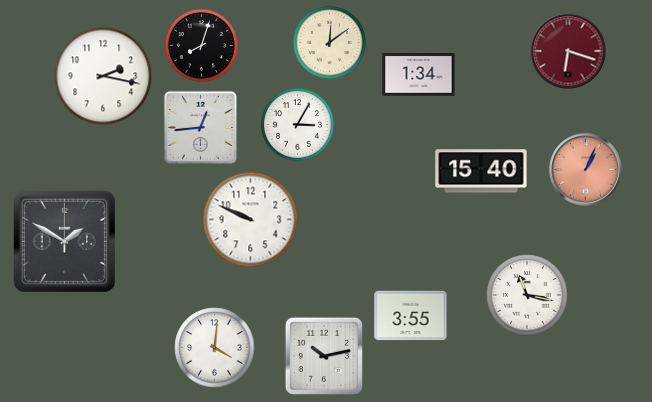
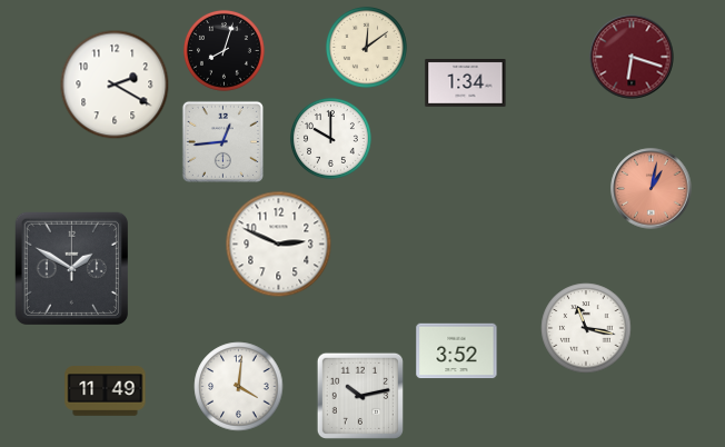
clock at (103, 76): 2:17 -> 2:20
clock at (297, 124): 3:05 -> 10:00
clock at (586, 170): 1:04 -> 1:02
clock at (481, 171): 15:40 -> none
clock at (251, 220): 9:49 -> 2:49
clock at (411, 316): 3:55 -> 3:52
clock at (106, 391): none -> 11:49
